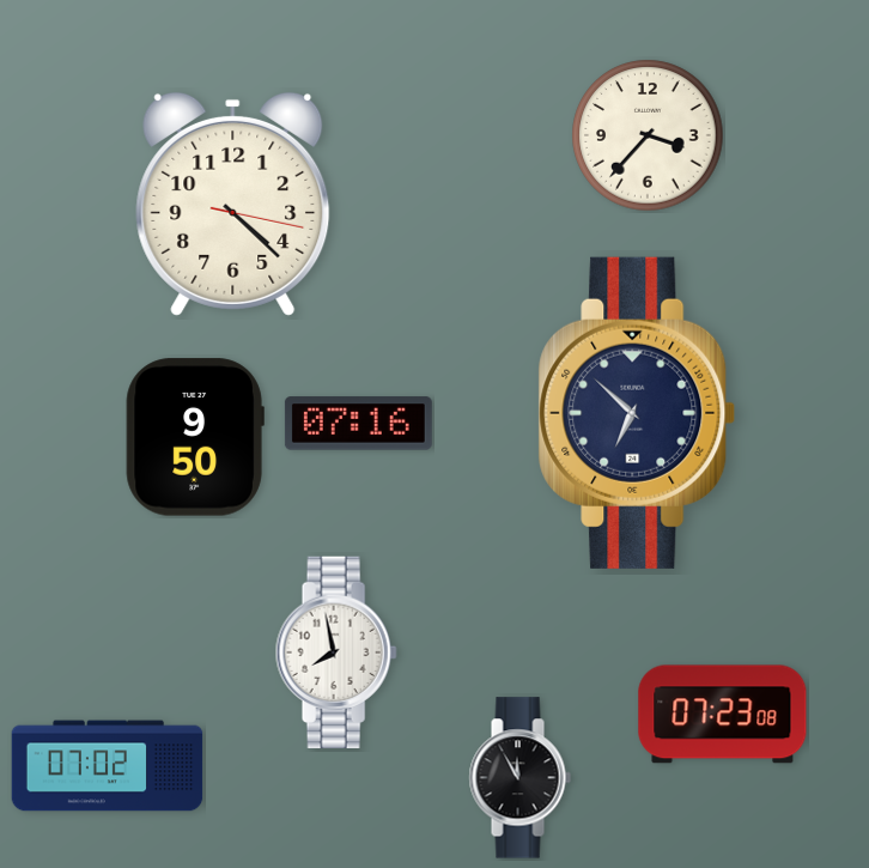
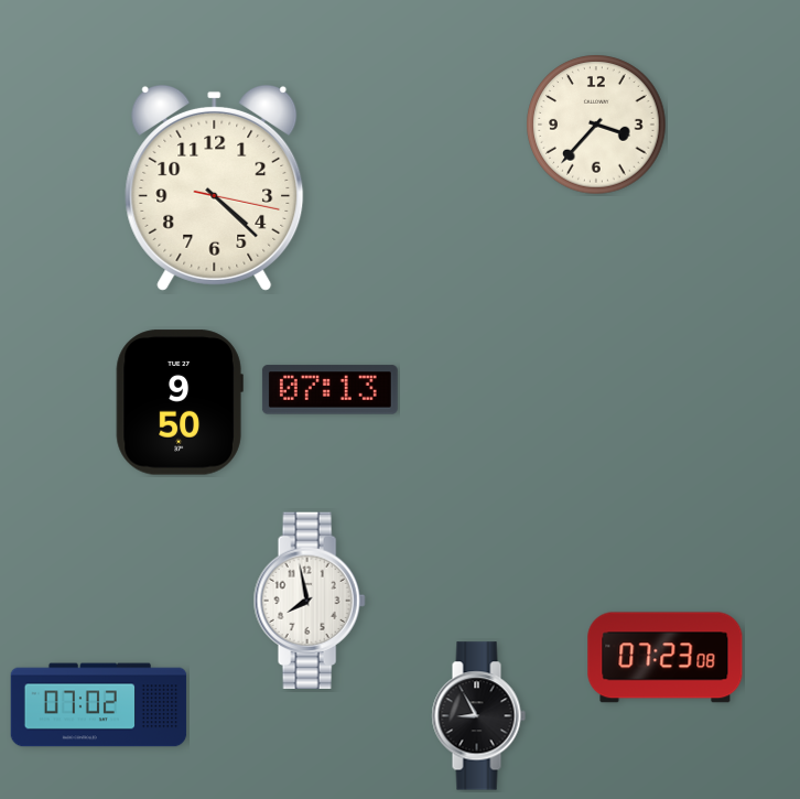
clock at (637, 413): 6:52 -> none
clock at (358, 424): 07:16 -> 07:13
clock at (519, 778): 11:55 -> 8:55
